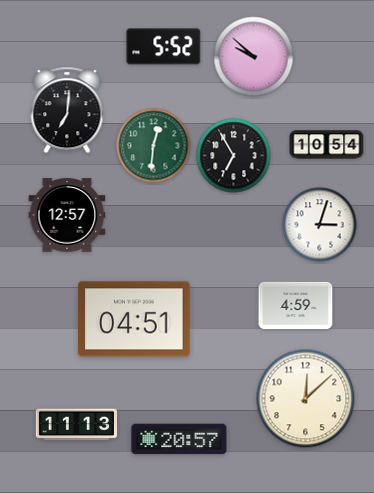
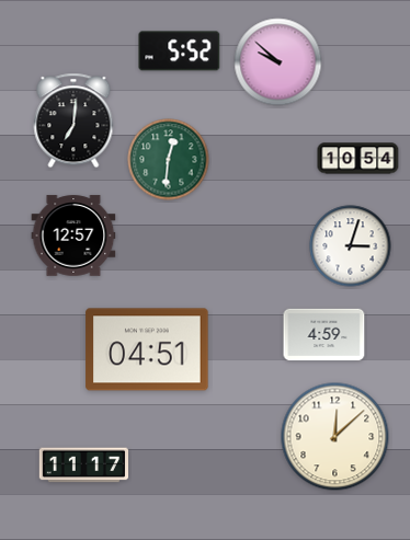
clock at (234, 156): 6:55 -> none
clock at (76, 425): 11:13 -> 11:17
clock at (179, 439): 20:57 -> none
